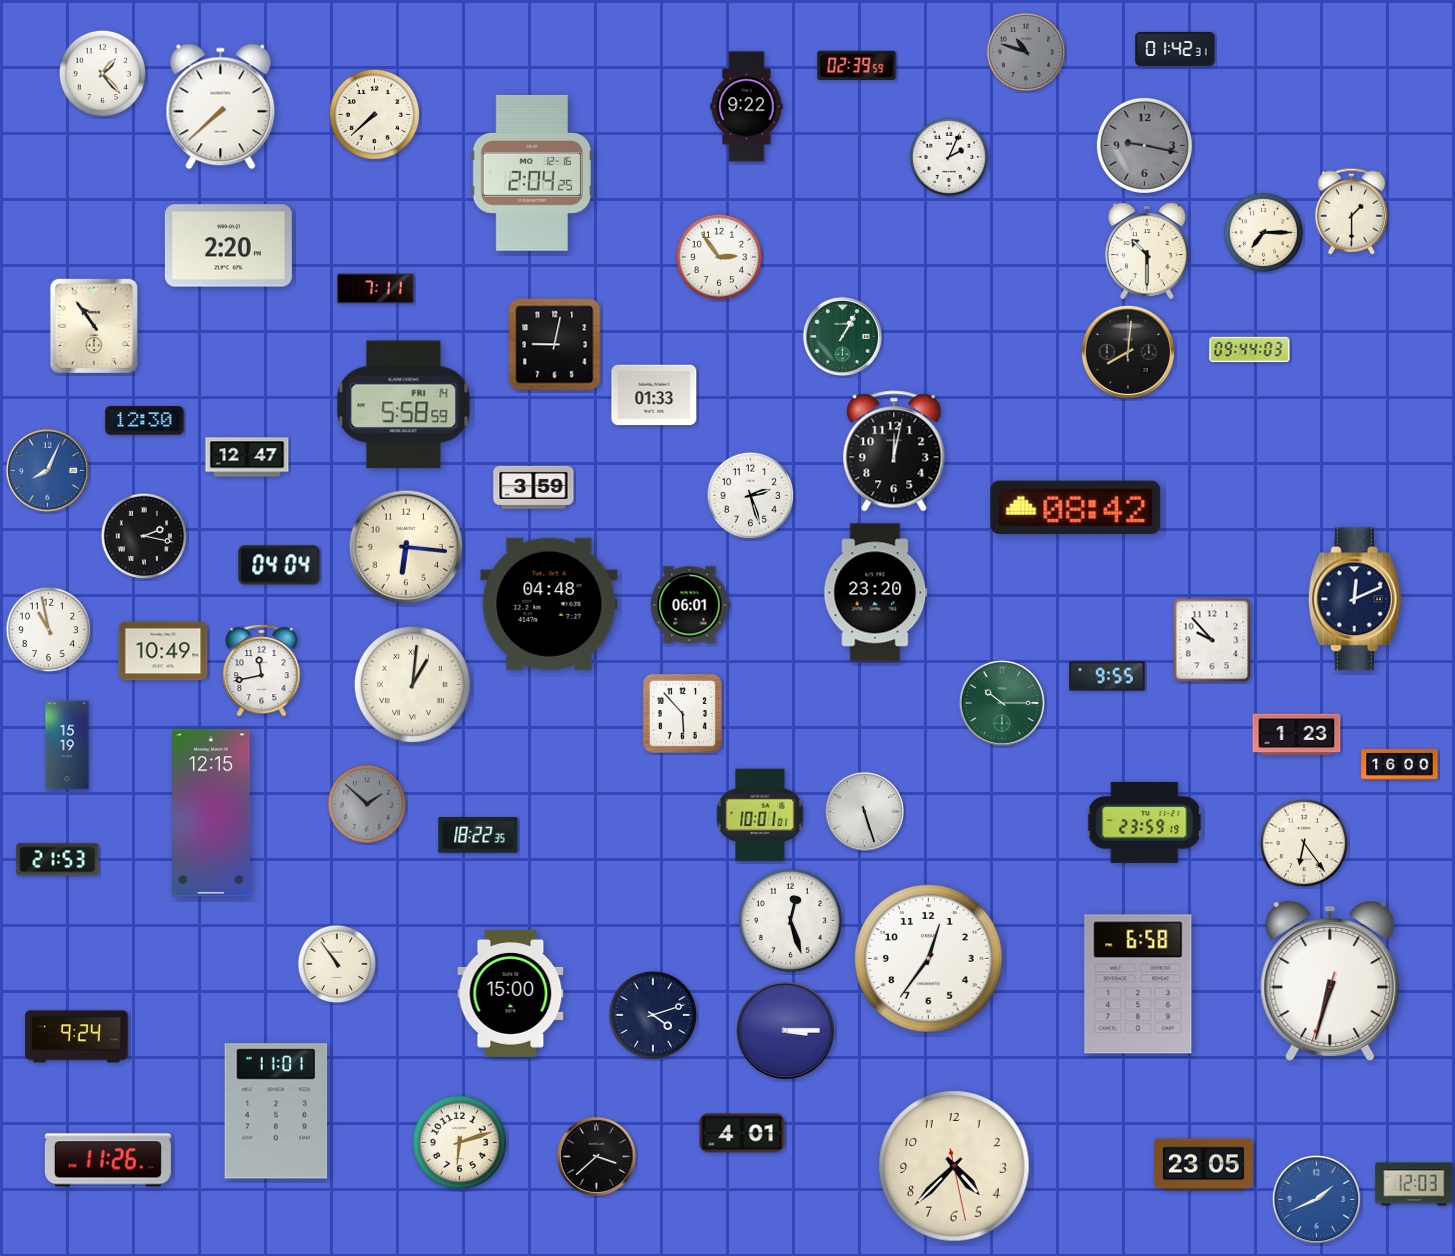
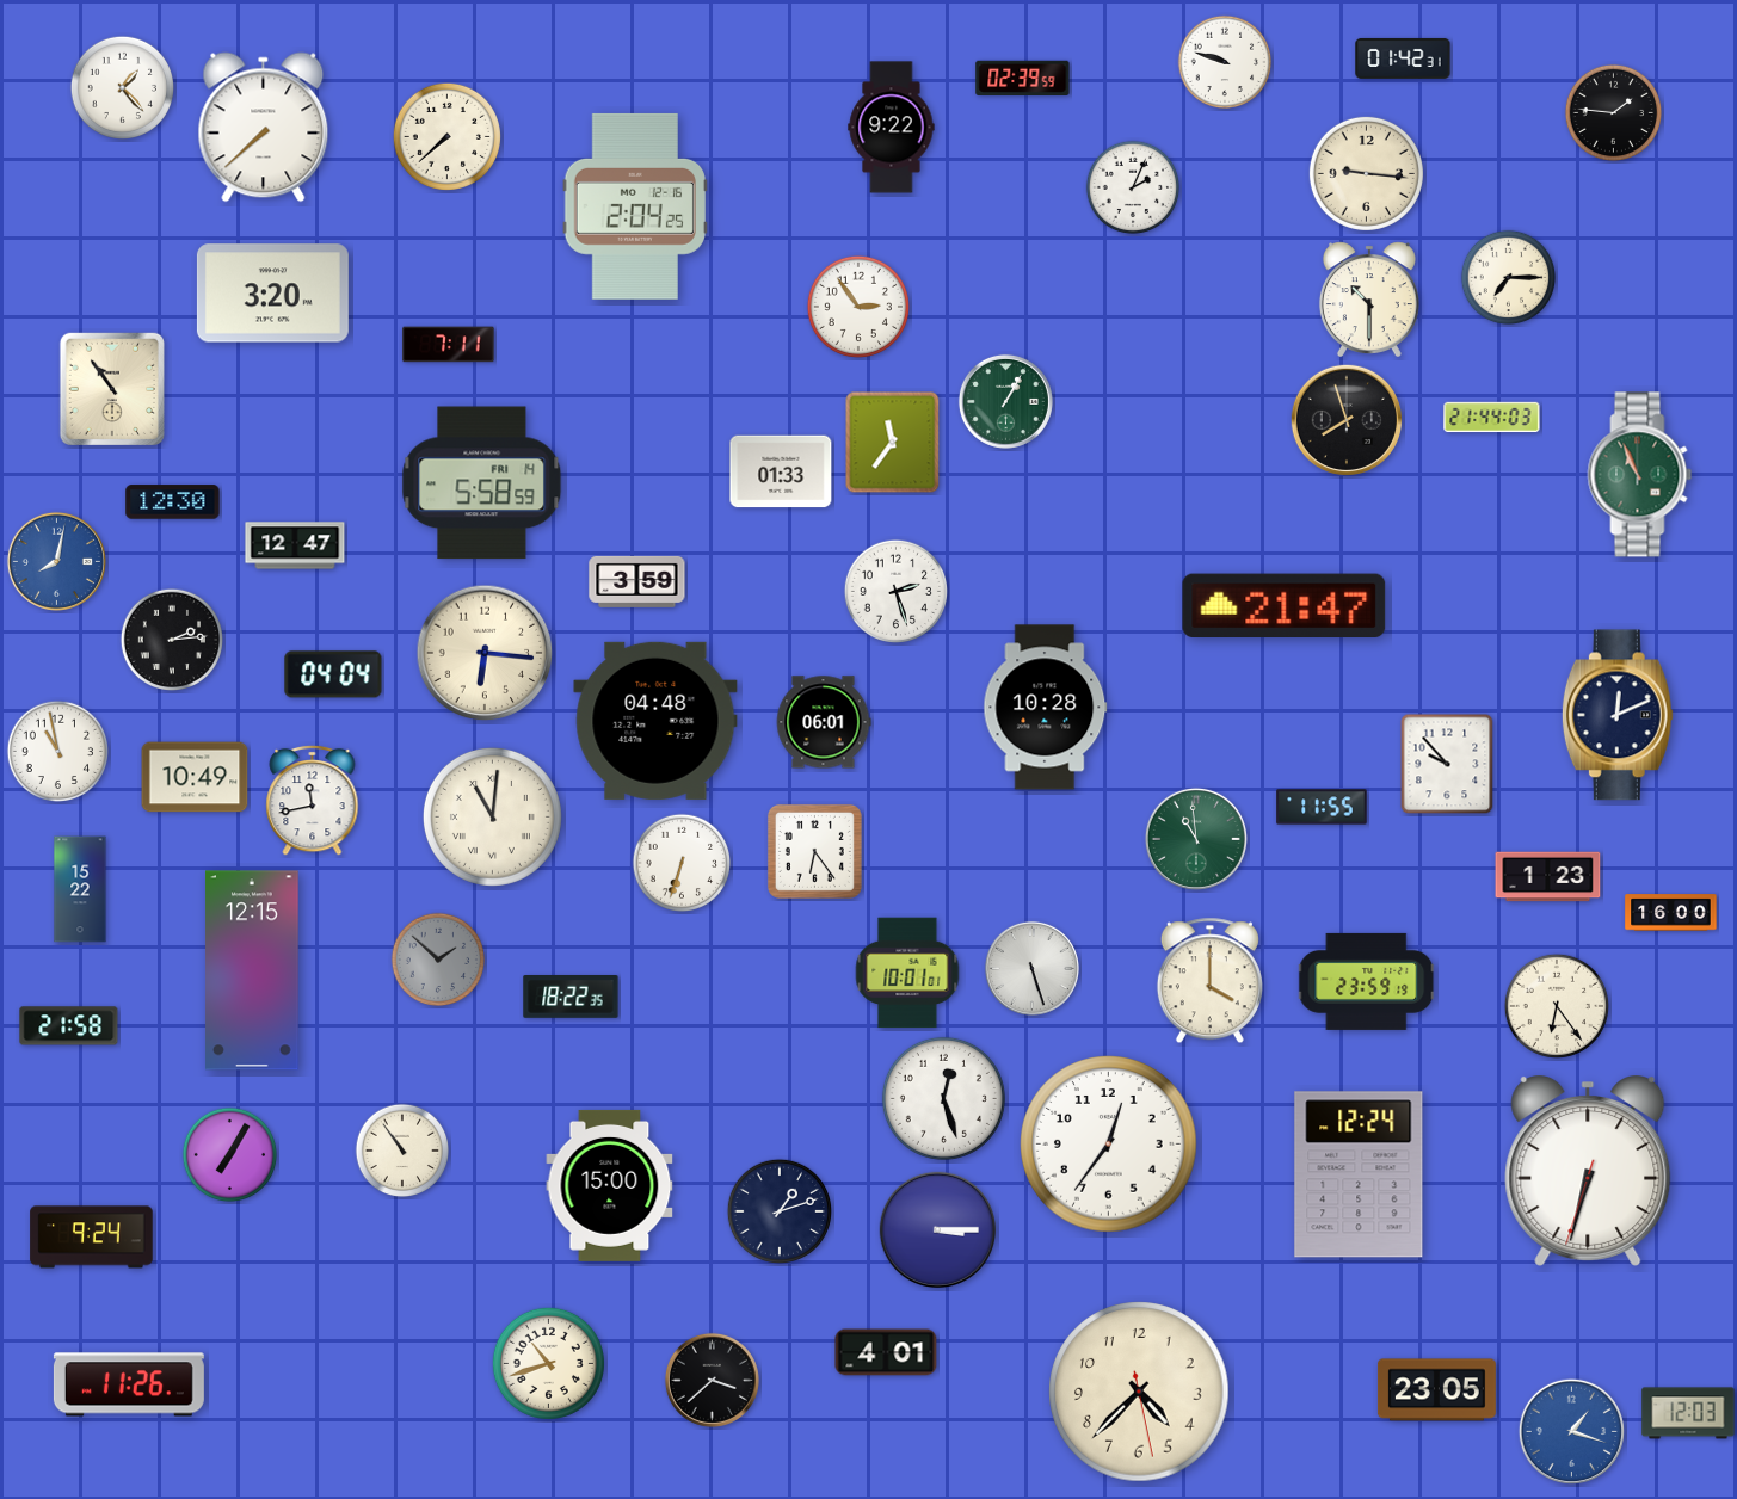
clock at (1026, 52): 10:48 -> 9:48
clock at (1026, 52) dial: grey -> white
clock at (1614, 113): none -> 1:46
clock at (1144, 145): 9:17 -> 9:16
clock at (1144, 145) dial: grey -> cream
clock at (1351, 211): 1:30 -> none
clock at (228, 246): 2:20 -> 3:20
clock at (555, 345): 9:02 -> none
clock at (1250, 350): 09:44 -> 21:44
clock at (1127, 351): 8:01 -> 7:57
clock at (893, 443): none -> 11:36
clock at (1640, 475): none -> 10:56
clock at (894, 451): 12:02 -> none
clock at (47, 470): 8:04 -> 8:02
clock at (1076, 508): 08:42 -> 21:47
clock at (143, 535): 2:17 -> 2:14
clock at (876, 593): 23:20 -> 10:28
clock at (1107, 676): 9:55 -> 11:55
clock at (412, 684): 1:01 -> 11:01
clock at (1002, 703): 10:15 -> 10:59
clock at (682, 713): 5:53 -> 6:24
clock at (682, 863): none -> 6:33
clock at (67, 745): 15:19 -> 15:22
clock at (1209, 981): none -> 4:00
clock at (58, 860): 21:53 -> 21:58
clock at (230, 1155): none -> 7:05
clock at (1138, 984): 6:58 -> 12:24
clock at (652, 1014): 4:12 -> 1:12
clock at (276, 1111): 11:01 -> none
clock at (459, 1142): 6:12 -> 10:42
clock at (1316, 1199): 1:41 -> 1:18
